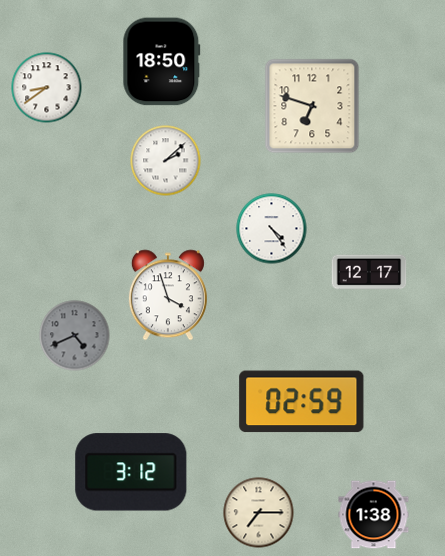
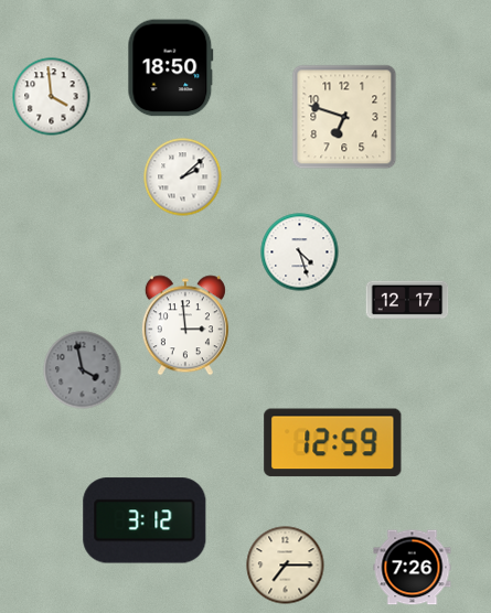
clock at (162, 62) position: (162, 62) -> (171, 68)
clock at (47, 88): 8:39 -> 3:59
clock at (272, 229): 4:24 -> 4:27
clock at (168, 295): 3:57 -> 2:59
clock at (75, 336): 4:41 -> 3:58
clock at (302, 402): 02:59 -> 12:59
clock at (374, 515): 1:38 -> 7:26
